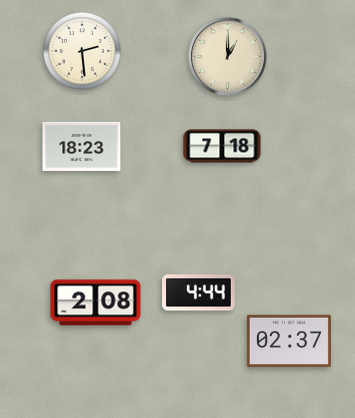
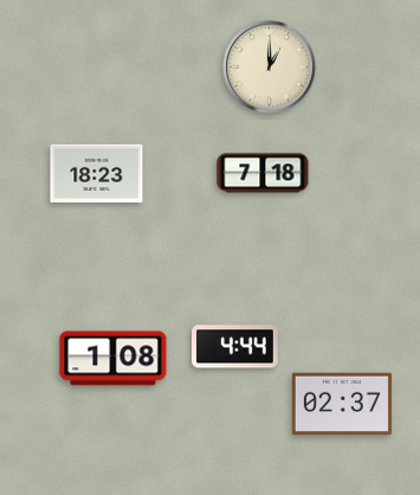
clock at (82, 51): 2:29 -> none
clock at (96, 303): 2:08 -> 1:08
